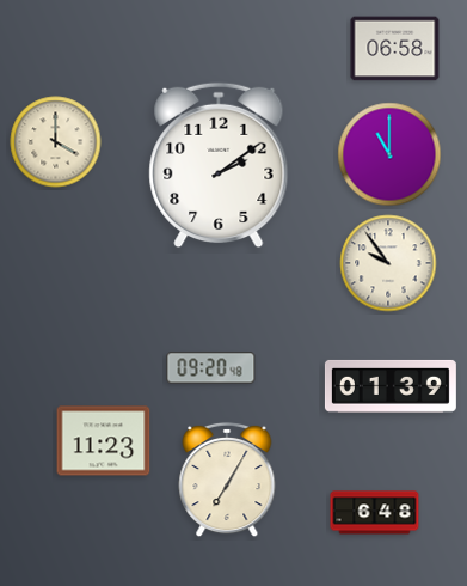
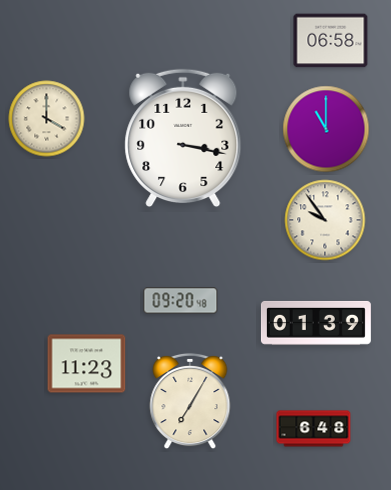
clock at (219, 165): 2:09 -> 3:17
clock at (211, 368) position: (211, 368) -> (181, 301)
clock at (391, 386) position: (391, 386) -> (316, 323)
clock at (104, 441) position: (104, 441) -> (87, 364)
